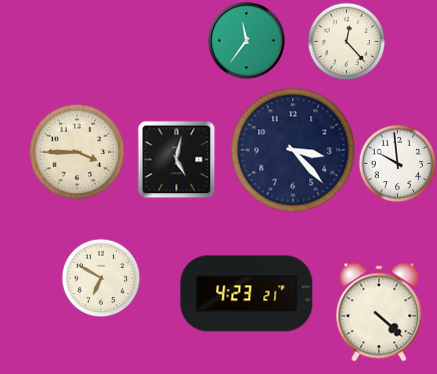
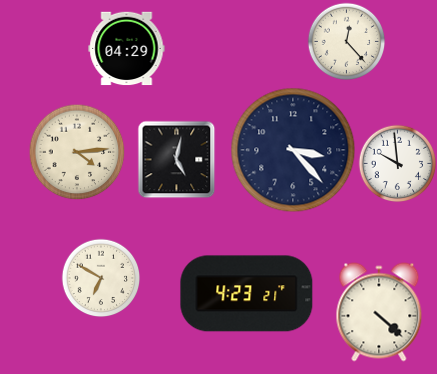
clock at (246, 40): 11:36 -> none
clock at (127, 49): none -> 04:29
clock at (77, 152): 3:45 -> 4:14
